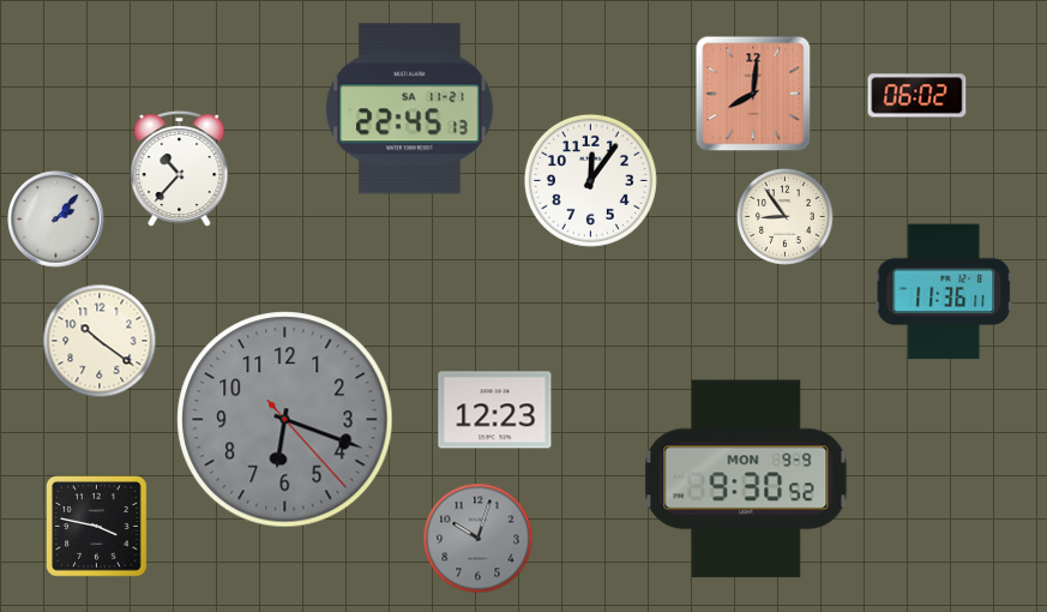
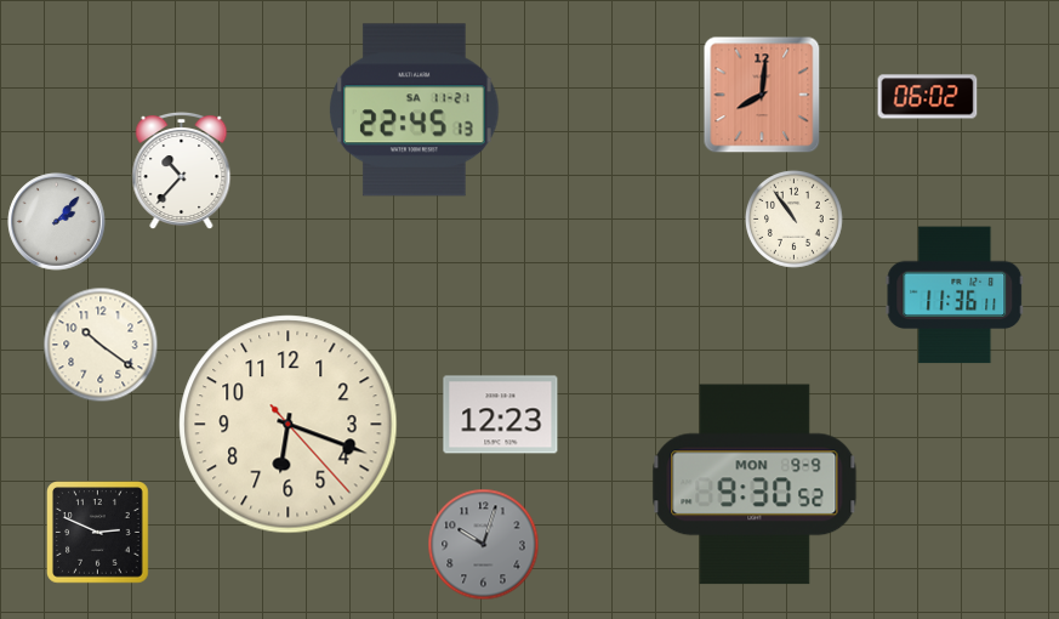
clock at (590, 180): 12:06 -> none
clock at (784, 216): 8:54 -> 10:54
clock at (285, 420) dial: grey -> cream
clock at (97, 527): 3:47 -> 2:49
